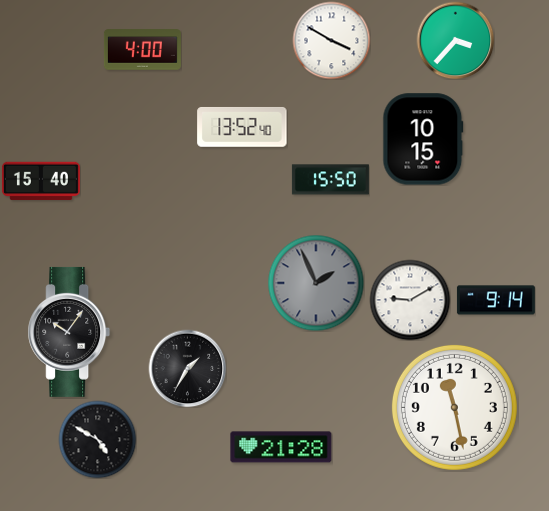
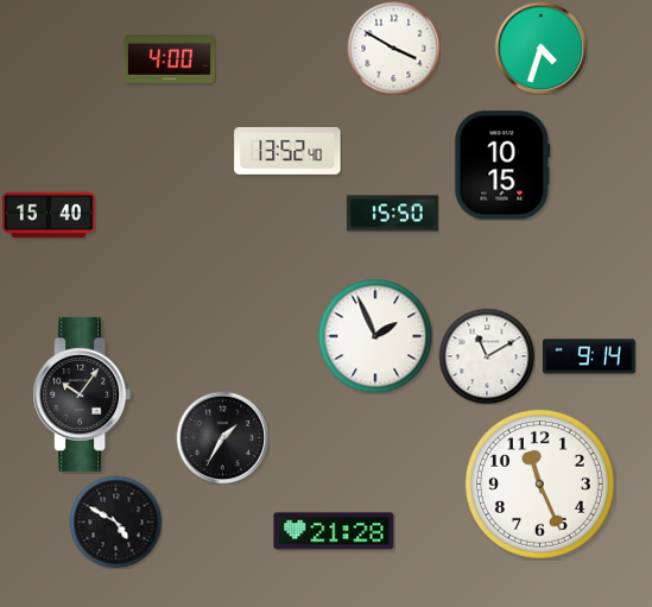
clock at (455, 40): 3:37 -> 4:33
clock at (316, 283) dial: grey -> white
clock at (410, 300): 9:10 -> 11:10
clock at (454, 407): 11:28 -> 11:26
